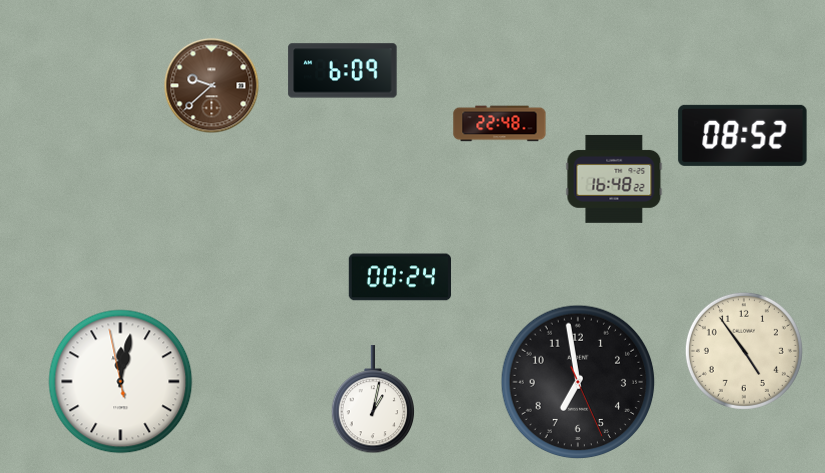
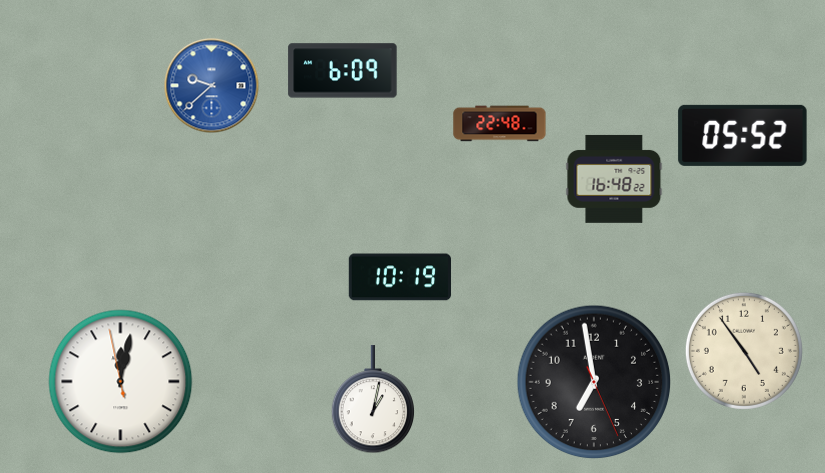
clock at (212, 86) dial: brown -> blue
clock at (743, 135): 08:52 -> 05:52
clock at (399, 277): 00:24 -> 10:19
clock at (578, 382) position: (578, 382) -> (594, 382)
